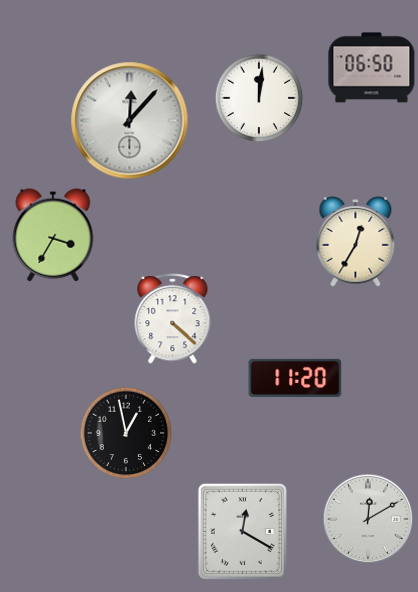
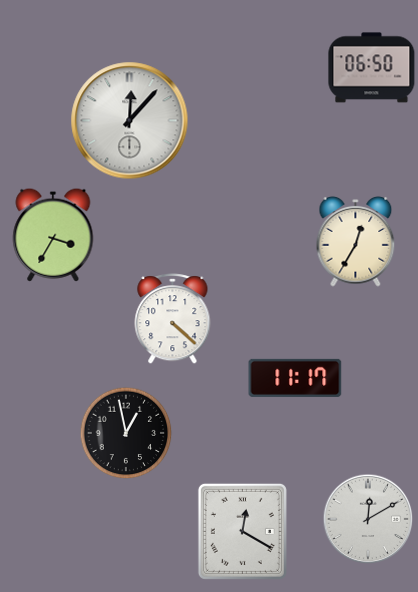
clock at (259, 98): 12:01 -> none
clock at (295, 378): 11:20 -> 11:17
